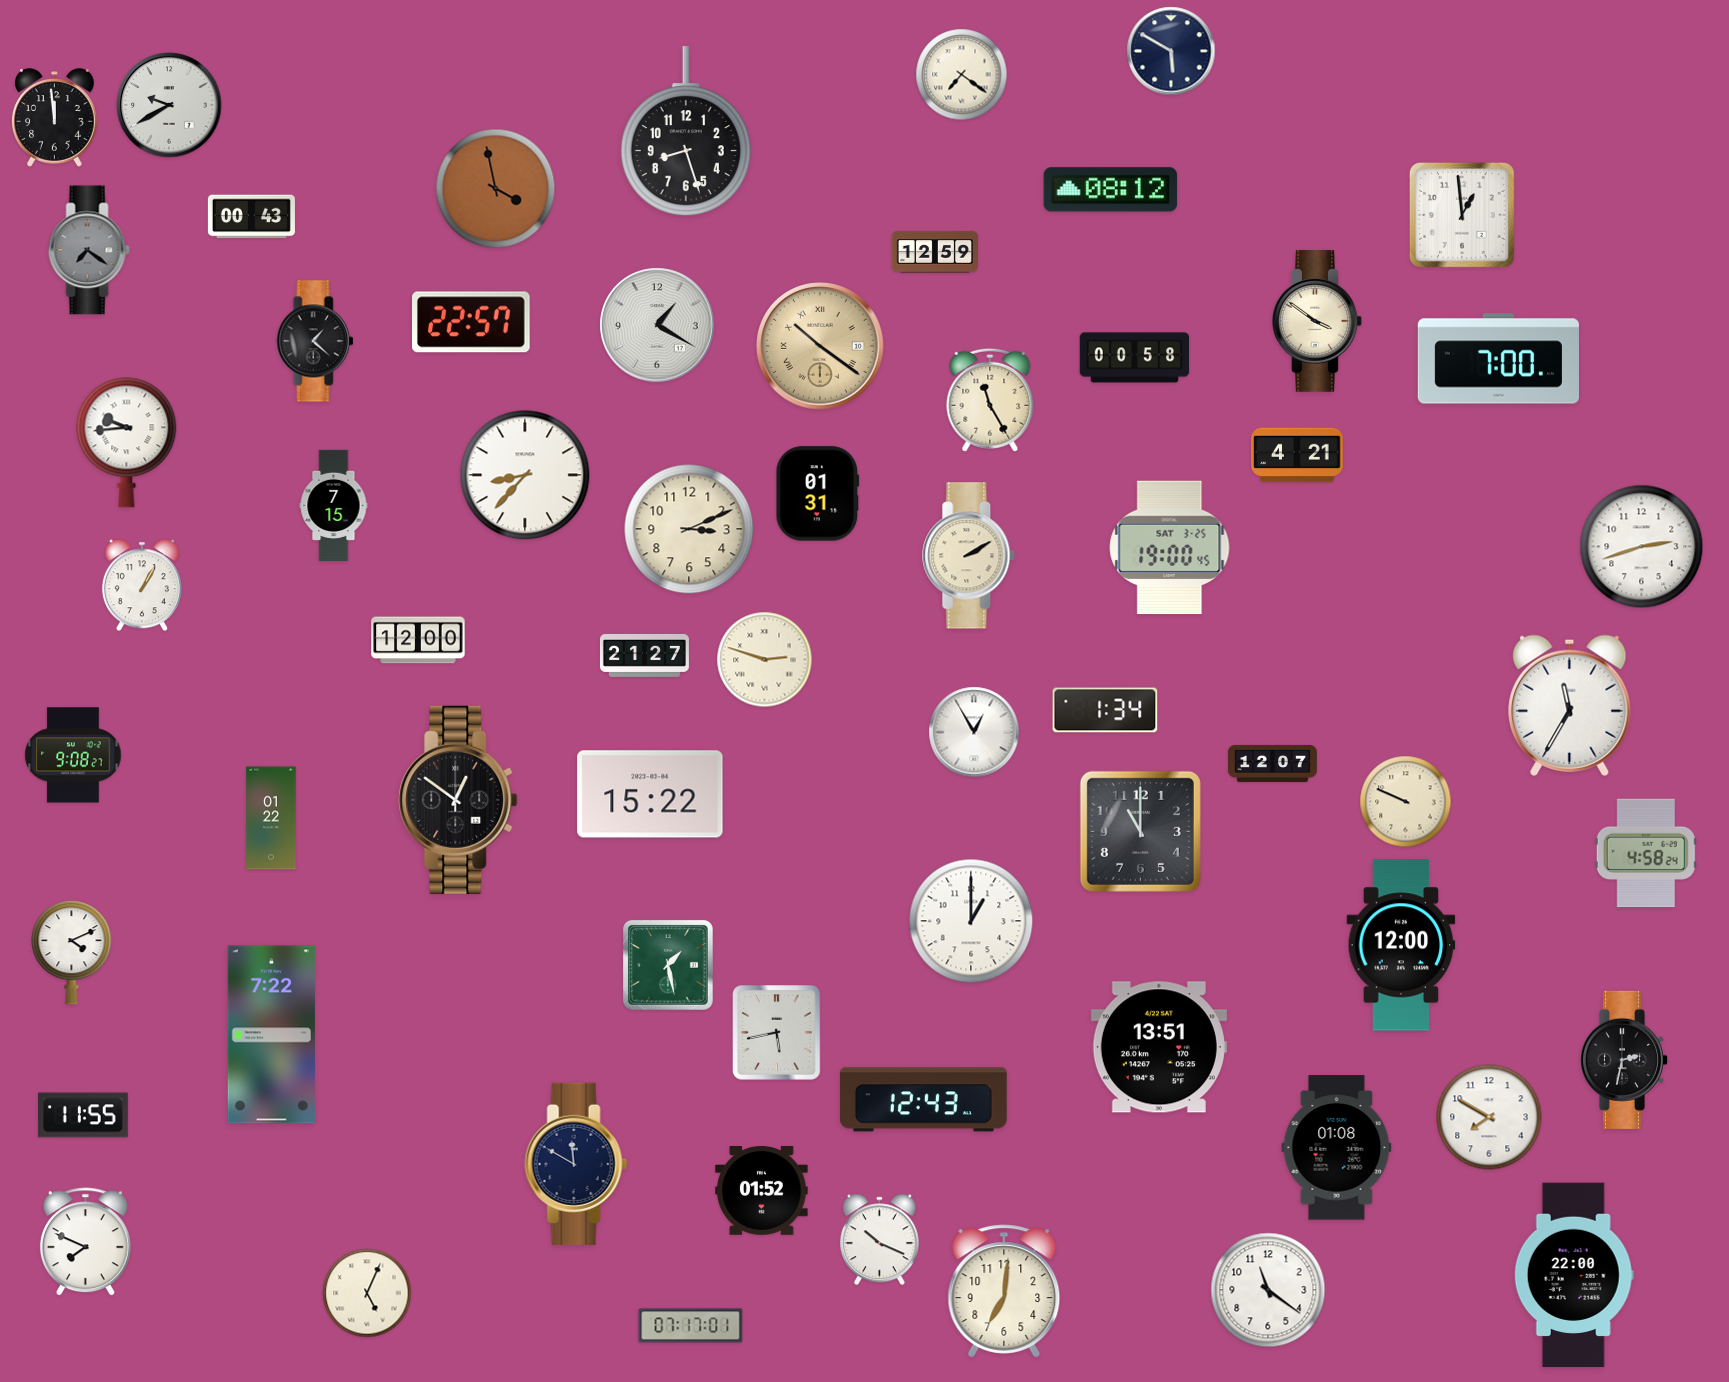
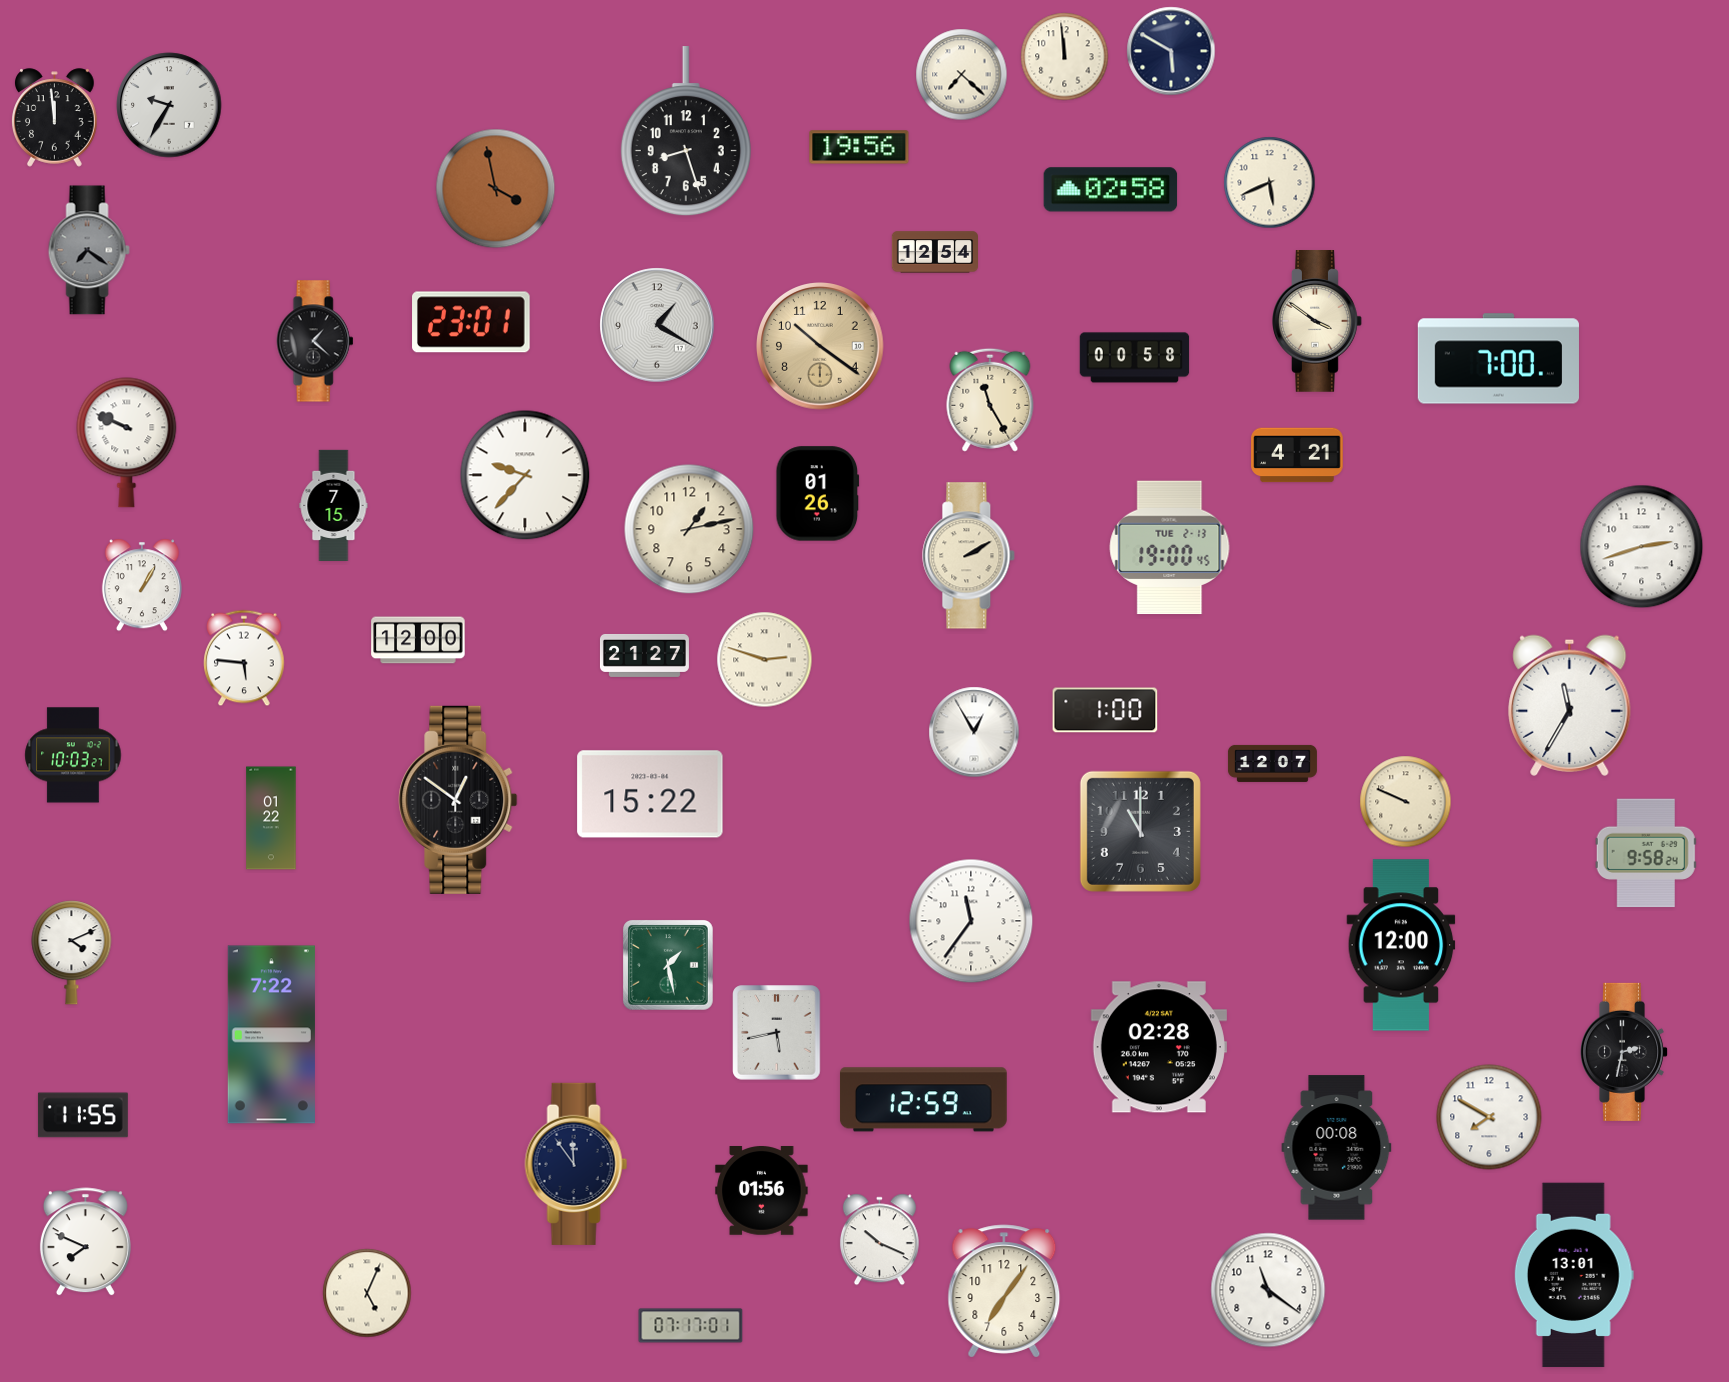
clock at (1065, 57): none -> 11:59
clock at (962, 75): 7:21 -> 7:22
clock at (169, 105): 9:40 -> 9:35
clock at (859, 147): none -> 19:56
clock at (1270, 183): none -> 5:41
clock at (1111, 190): 08:12 -> 02:58
clock at (1462, 215): 12:59 -> none
clock at (251, 217): 00:43 -> none
clock at (934, 252): 12:59 -> 12:54
clock at (471, 322): 22:57 -> 23:01
clock at (820, 346) numerals: Roman -> Arabic
clock at (127, 443): 9:44 -> 9:49
clock at (525, 475): 8:37 -> 9:37
clock at (818, 494): 01:31 -> 01:26
clock at (689, 529): 3:11 -> 1:13
clock at (1170, 548) date: SAT 3-25 -> TUE 2-13
clock at (244, 658): none -> 5:46
clock at (1105, 710): 1:34 -> 1:00
clock at (73, 755): 9:08 -> 10:03
clock at (1646, 853): 4:58 -> 9:58
clock at (971, 921): 1:00 -> 11:36
clock at (1159, 1047): 13:51 -> 02:28
clock at (1623, 1060) position: (1623, 1060) -> (1623, 1052)
clock at (923, 1100): 12:43 -> 12:59
clock at (1337, 1148): 01:08 -> 00:08
clock at (576, 1164): 11:50 -> 11:54
clock at (762, 1191): 01:52 -> 01:56
clock at (1574, 1275): 22:00 -> 13:01
clock at (1004, 1291): 7:01 -> 7:06
